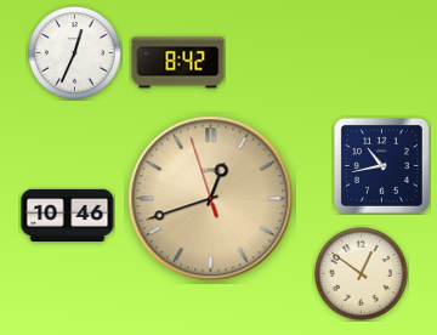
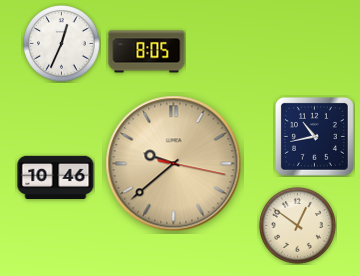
clock at (178, 63): 8:42 -> 8:05
clock at (211, 199): 12:41 -> 9:38
